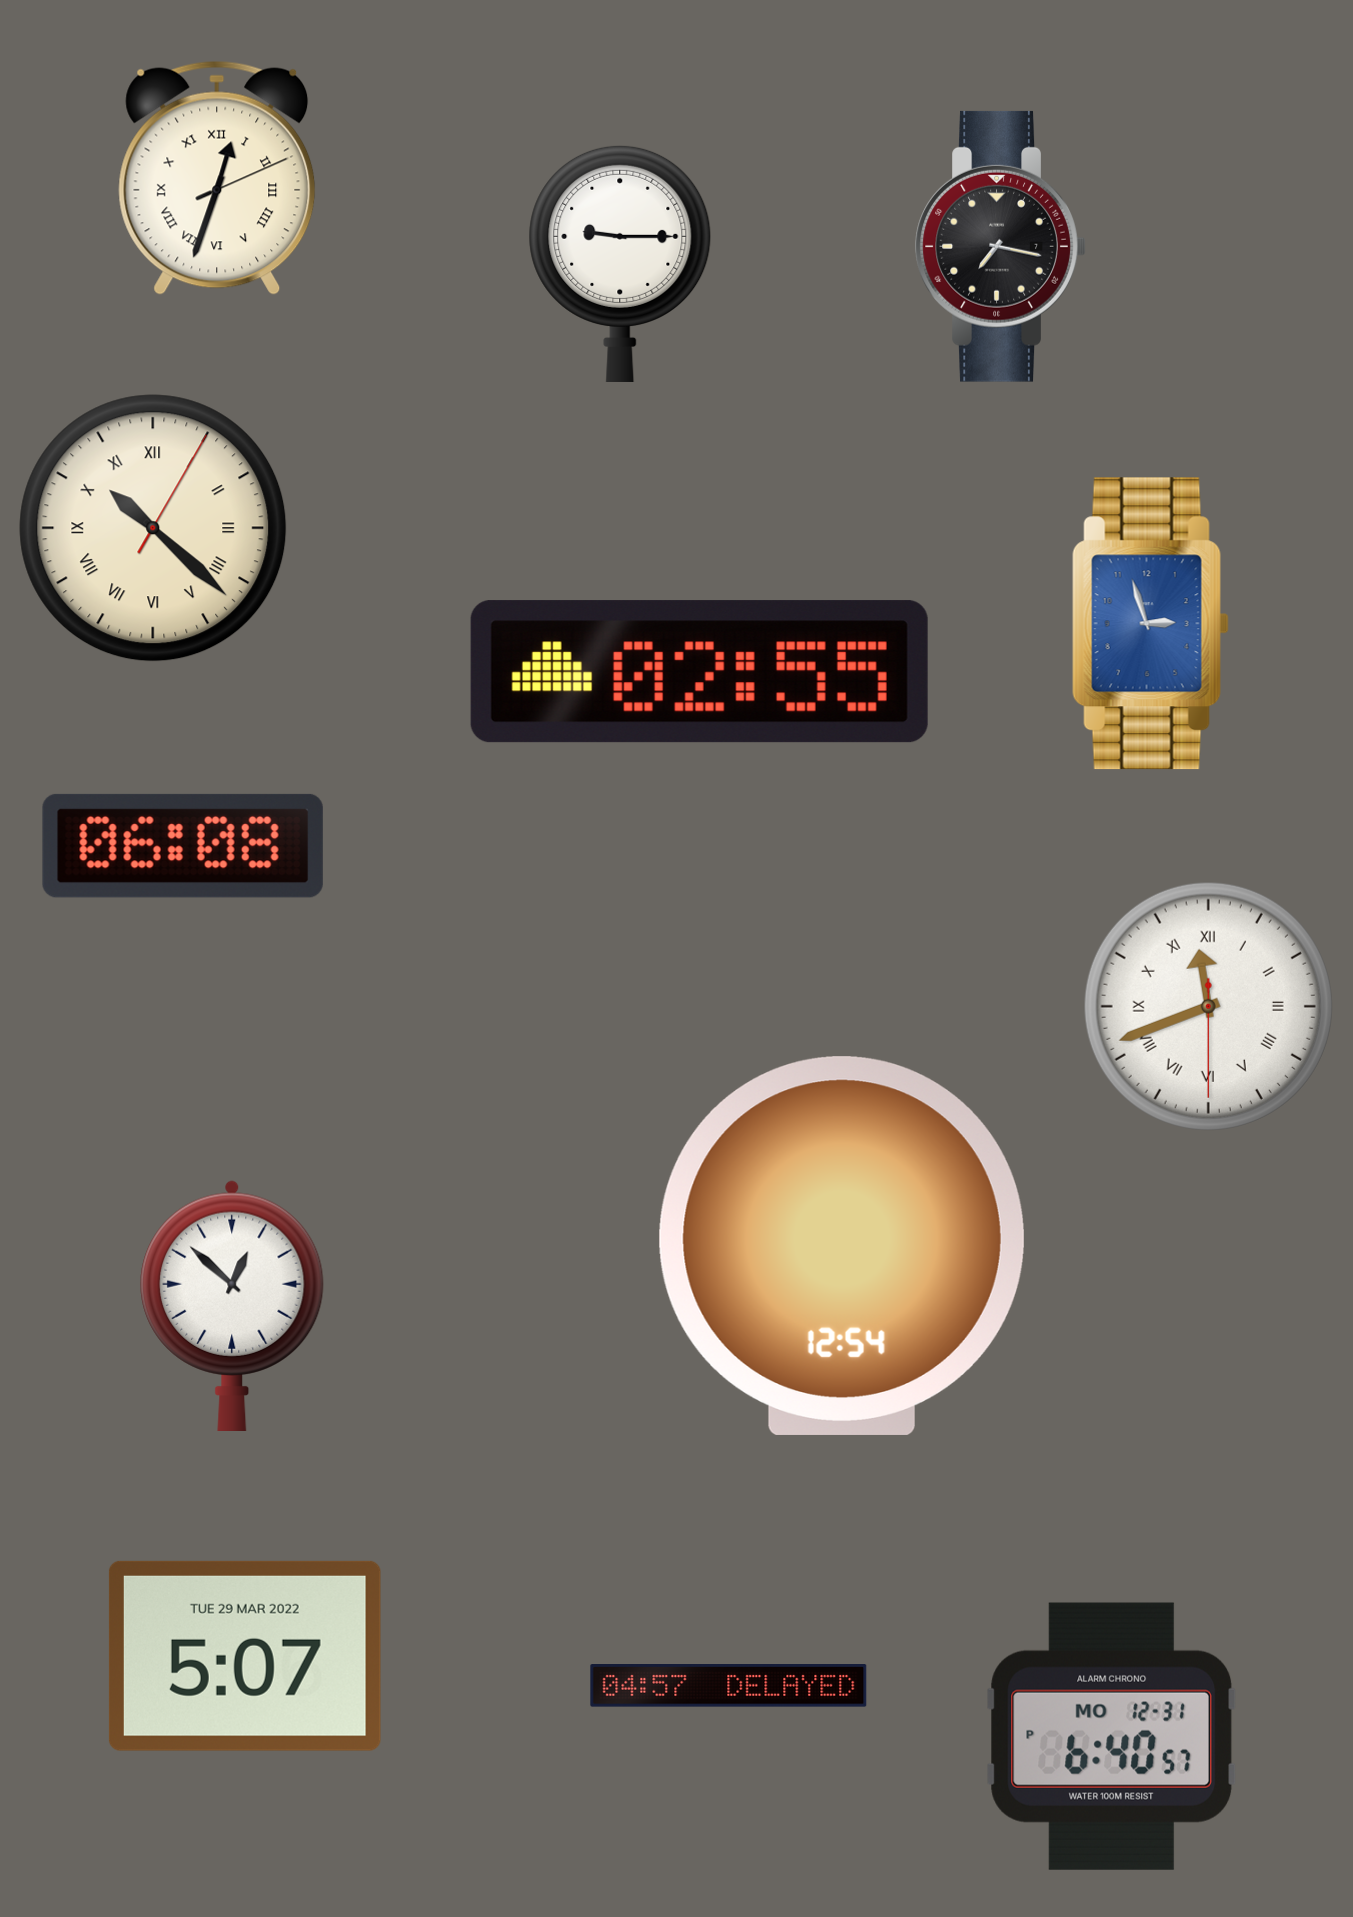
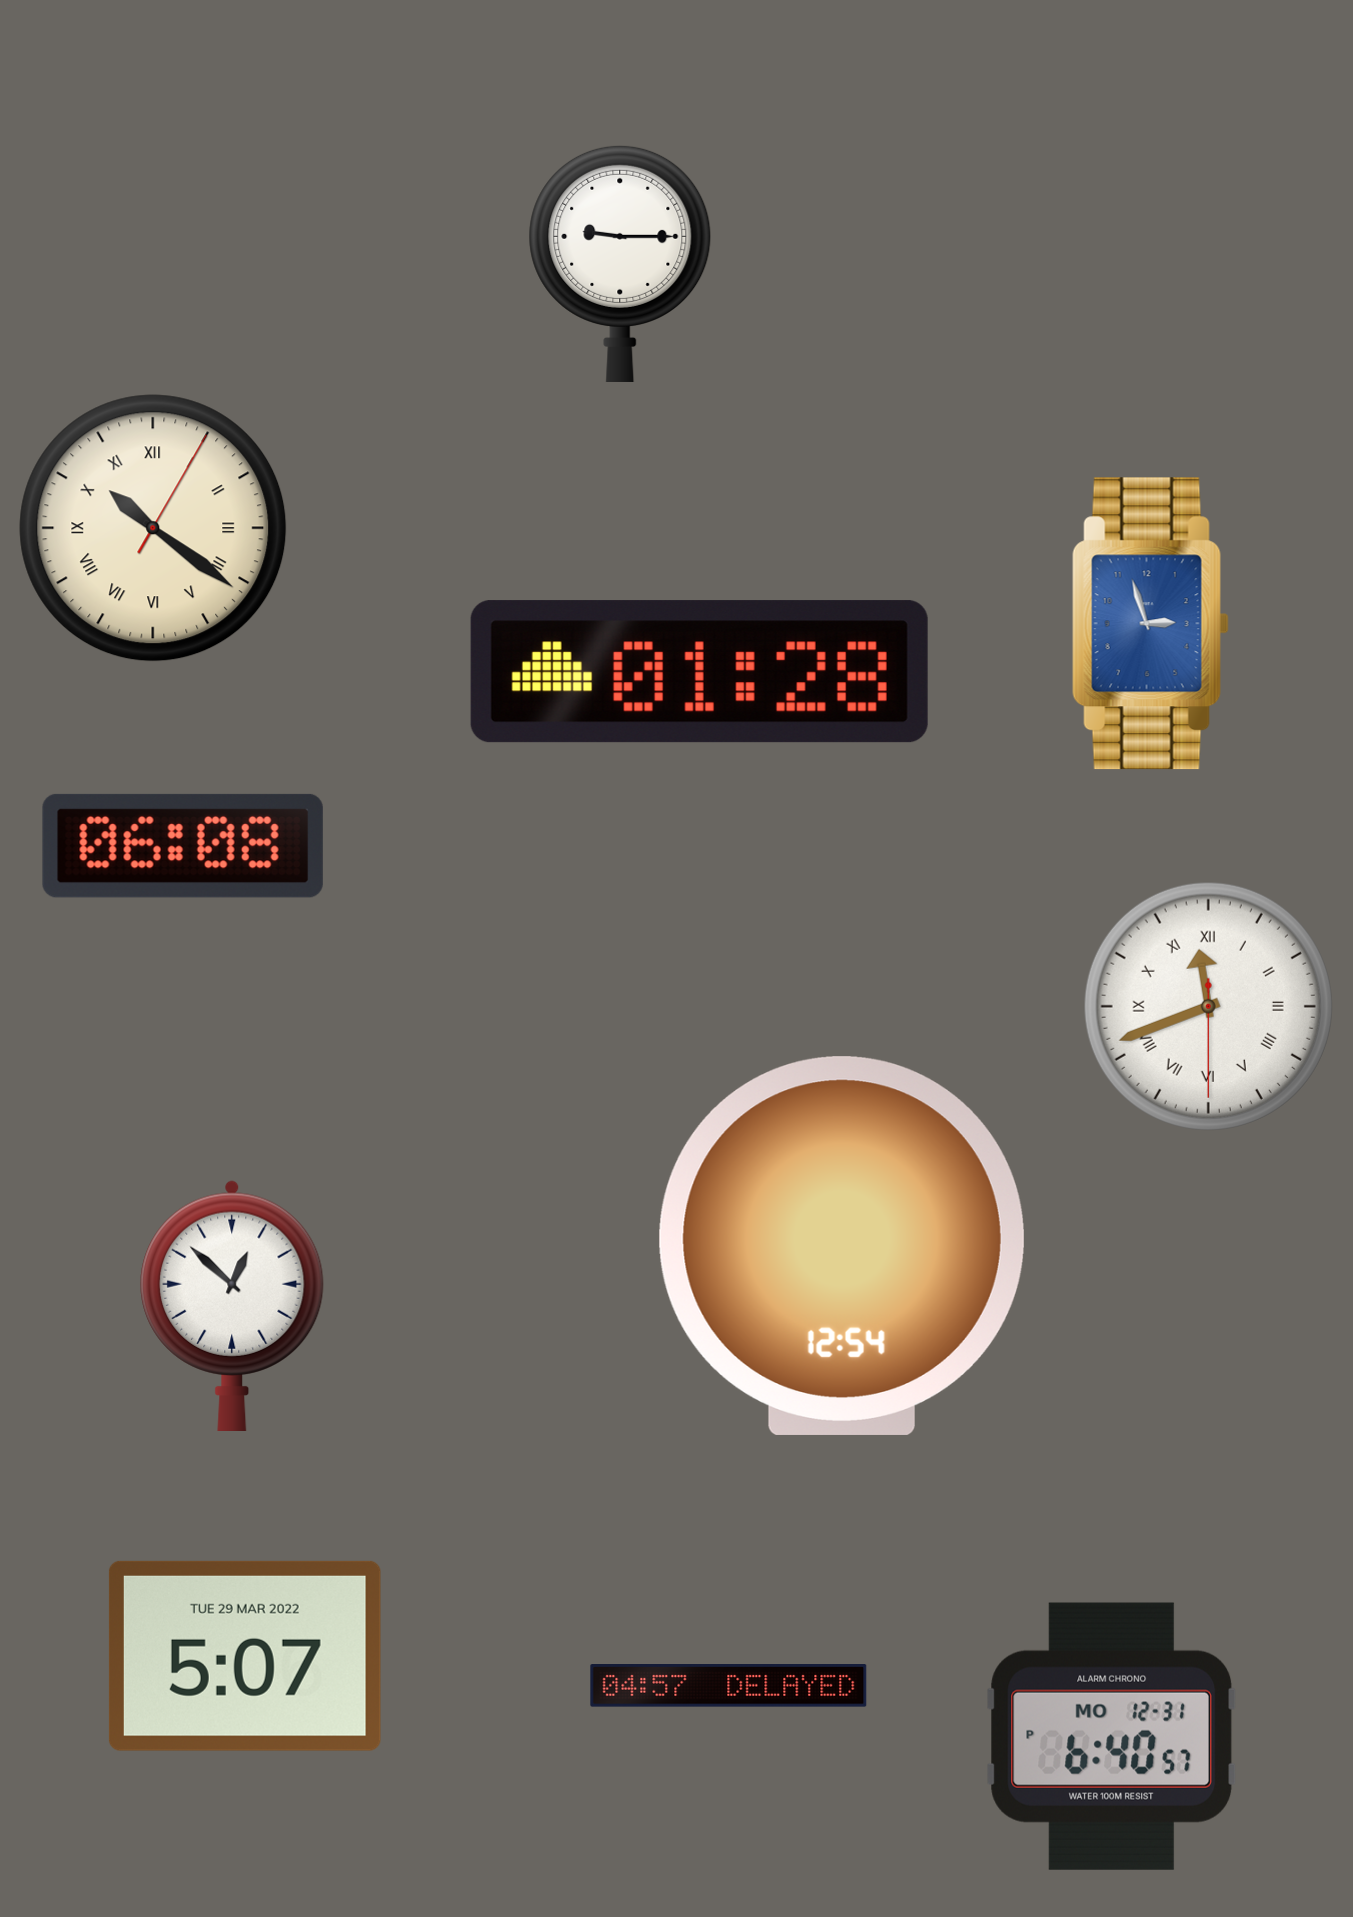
clock at (217, 178): 12:33 -> none
clock at (1000, 246): 7:17 -> none
clock at (153, 528): 10:22 -> 10:21
clock at (699, 672): 02:55 -> 01:28
